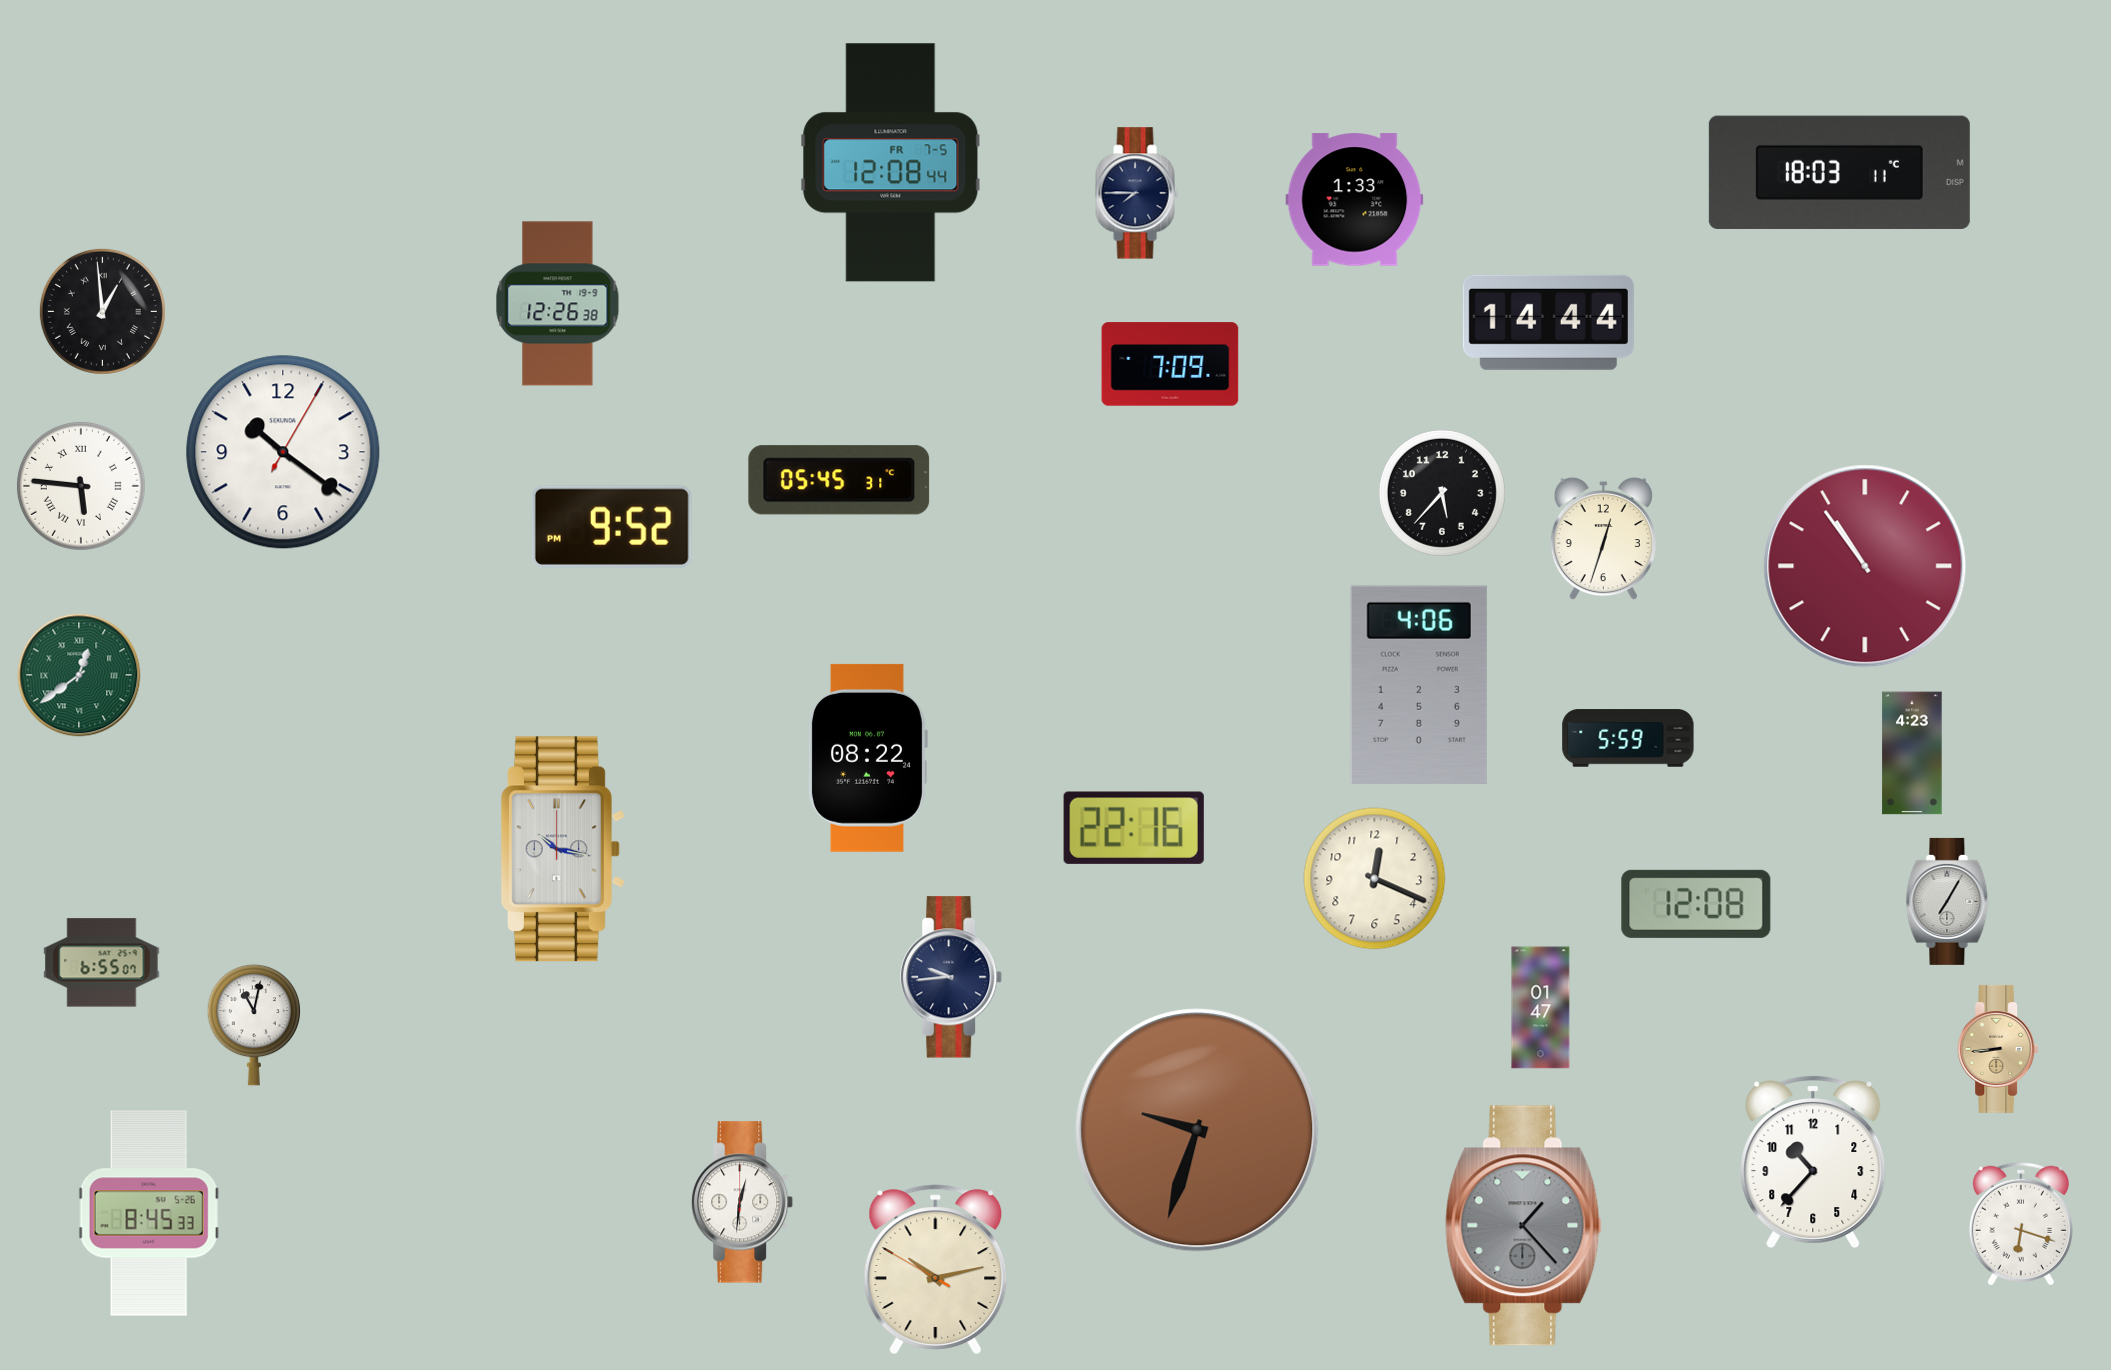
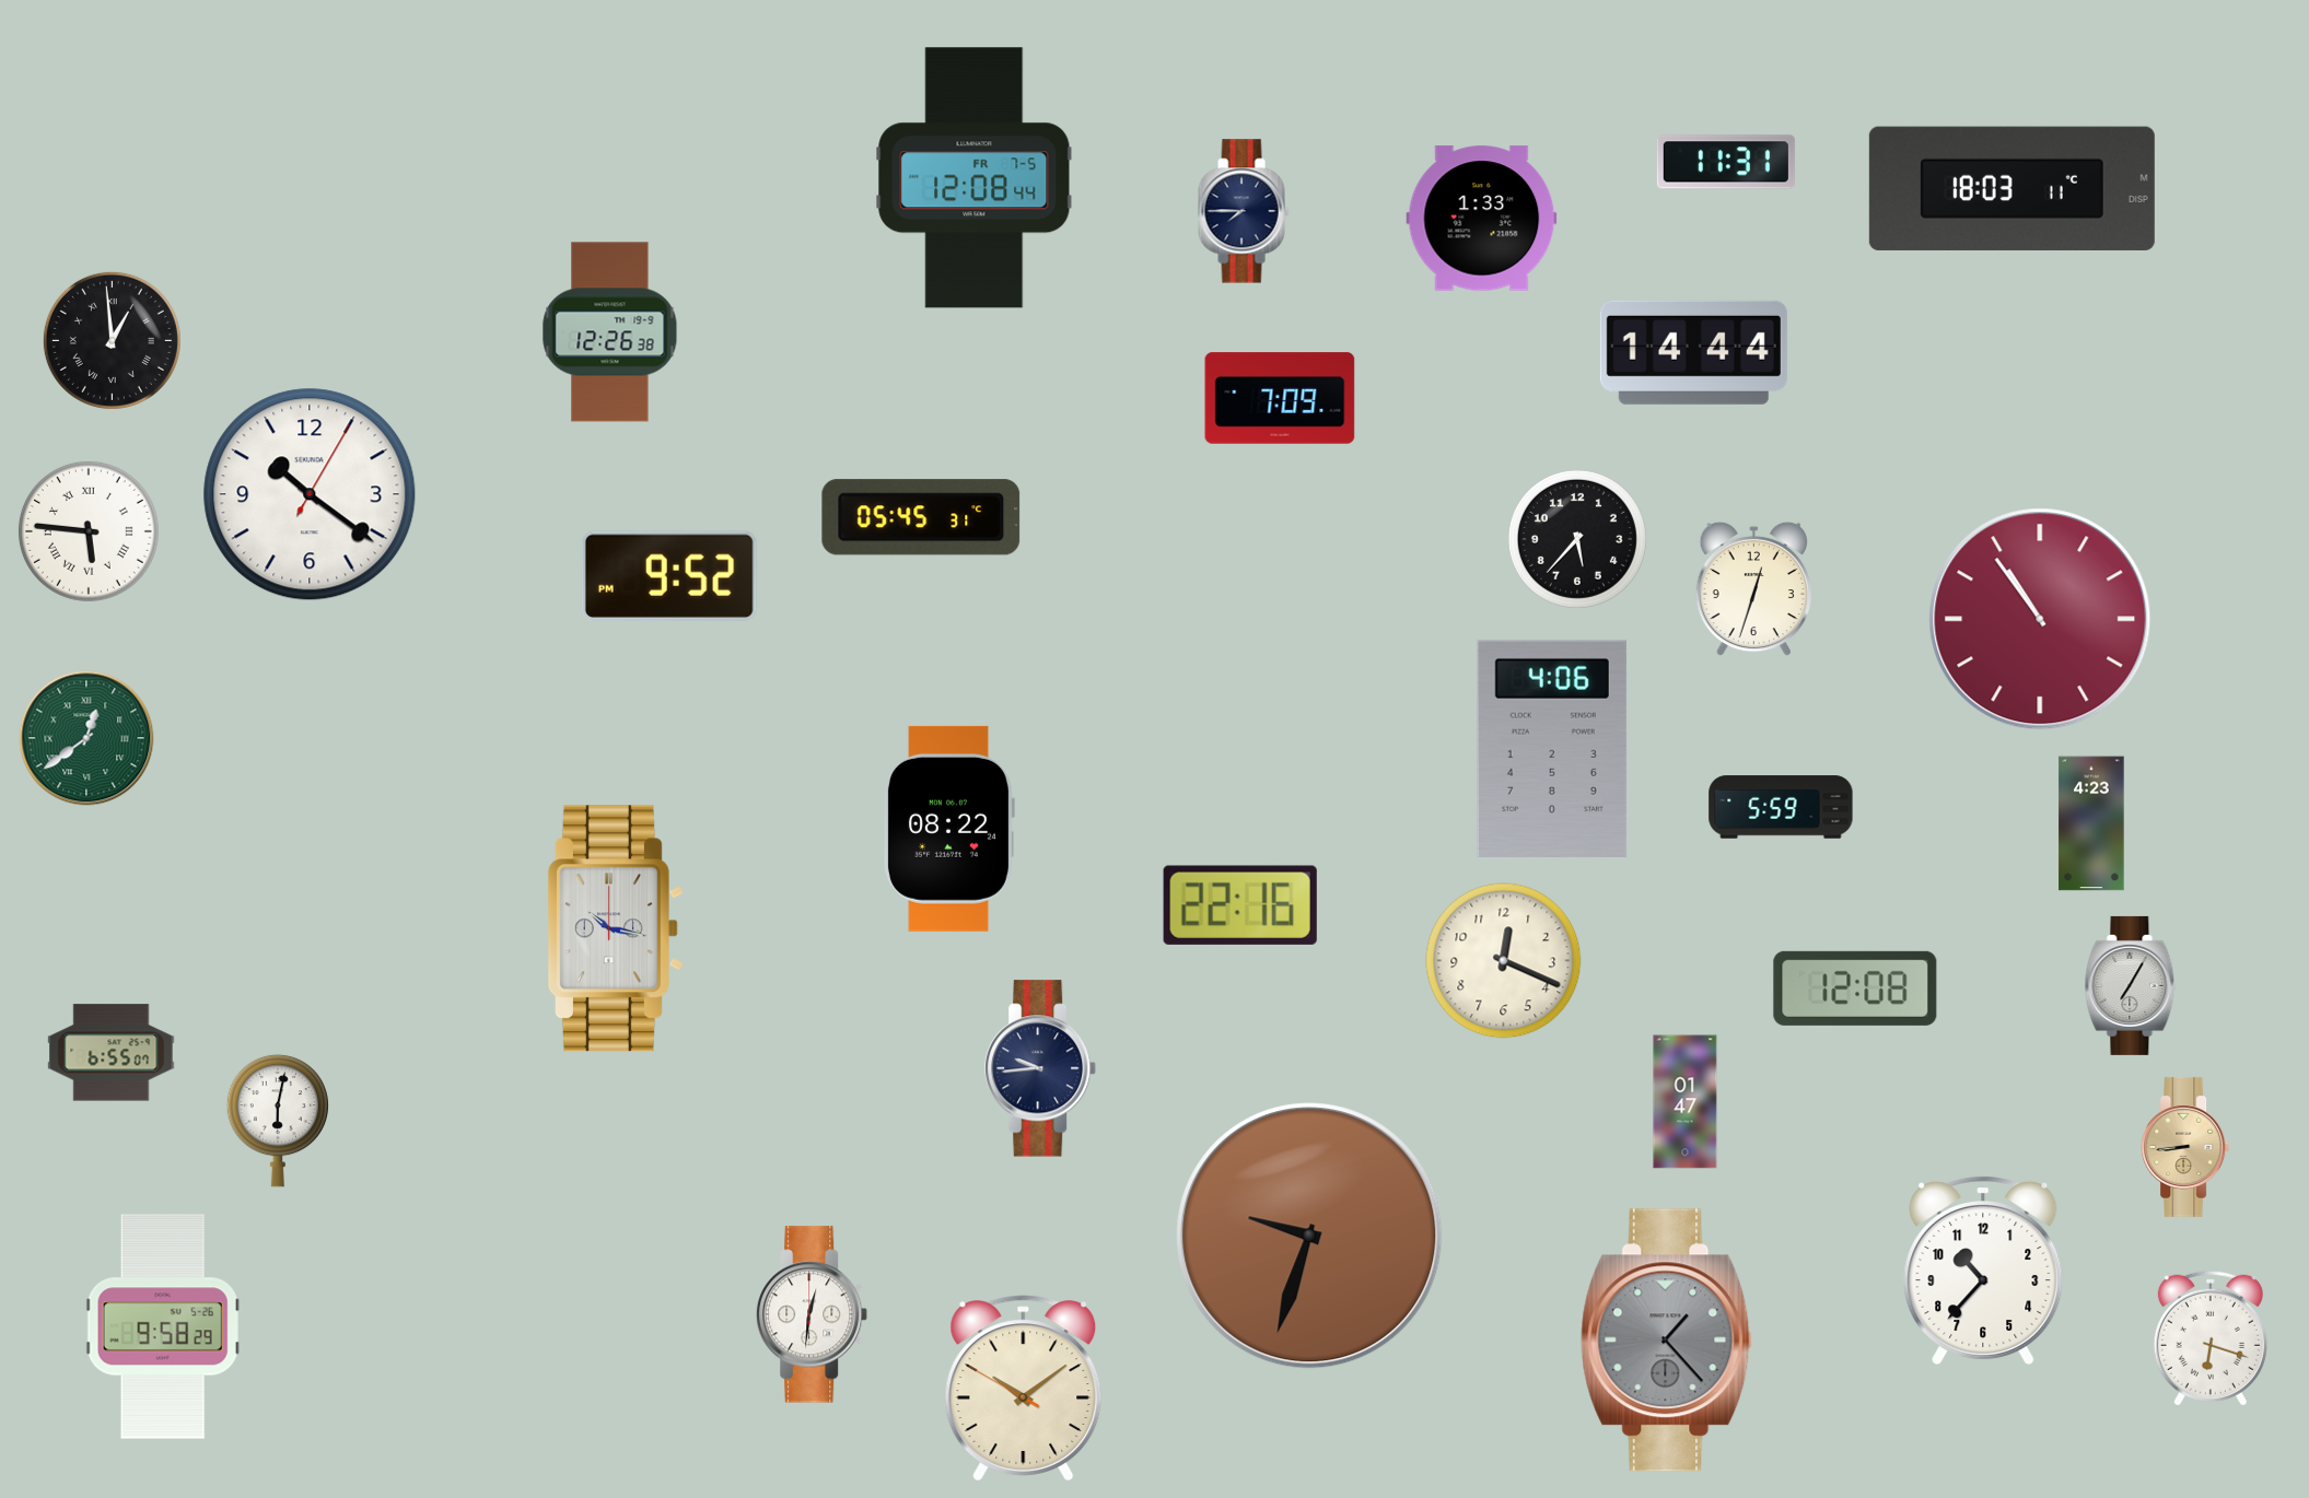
clock at (1726, 162): none -> 11:31
clock at (839, 480) position: (839, 480) -> (921, 517)
clock at (253, 1025): 11:02 -> 6:02
clock at (149, 1213): 8:45 -> 9:58
clock at (936, 1270): 10:12 -> 10:08
